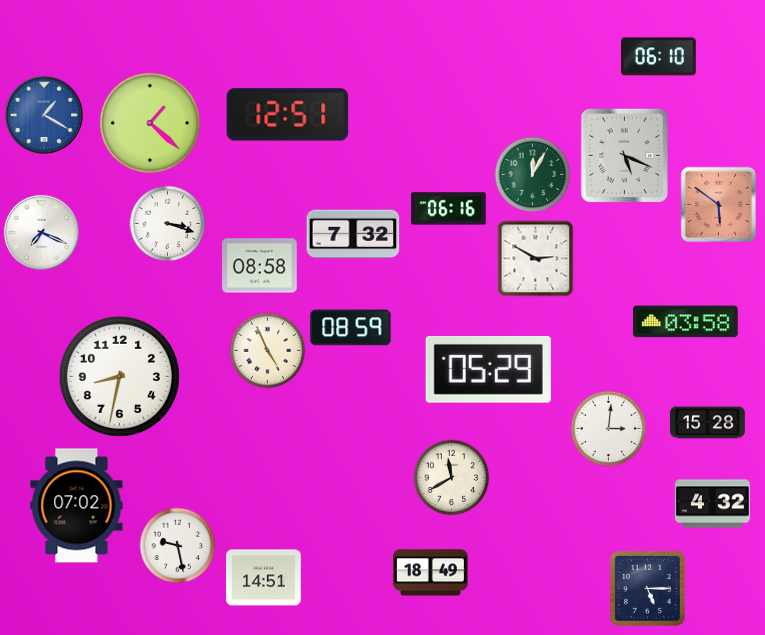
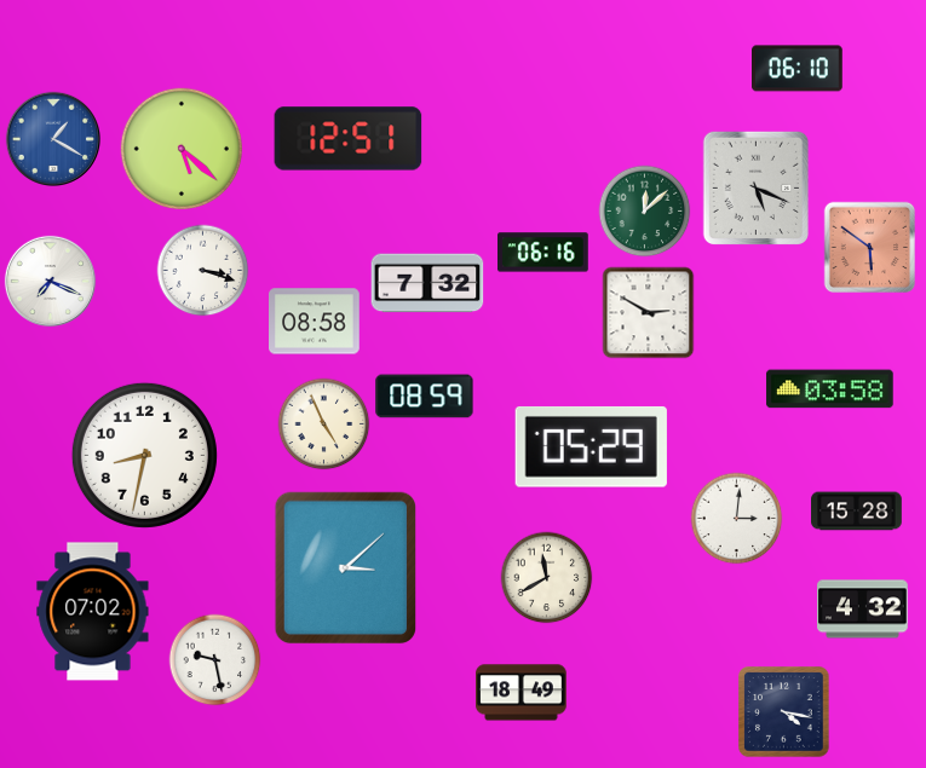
clock at (149, 122): 1:22 -> 5:22
clock at (533, 175): 12:05 -> 12:08
clock at (345, 568): none -> 3:08
clock at (264, 578): 14:51 -> none
clock at (648, 589): 5:15 -> 4:17
